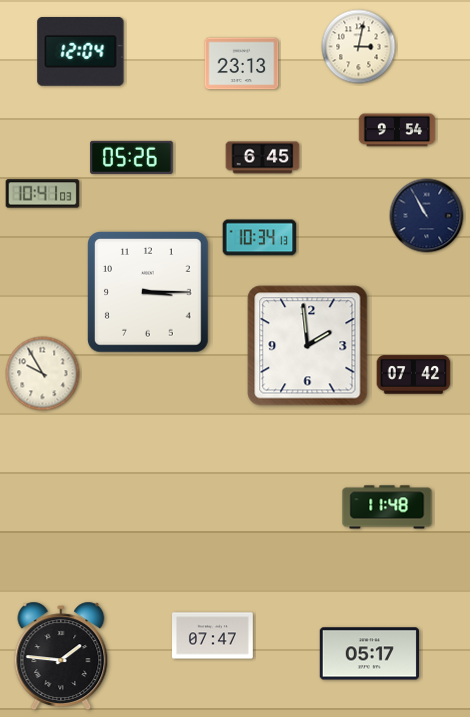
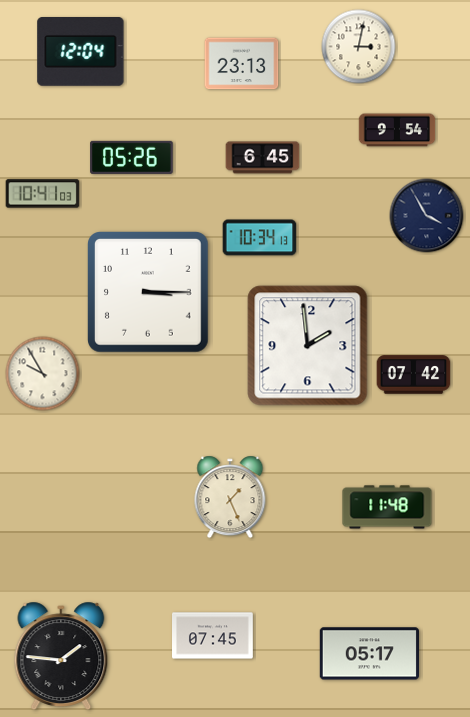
clock at (427, 216): 10:55 -> 3:55
clock at (230, 497): none -> 1:26
clock at (213, 636): 07:47 -> 07:45
